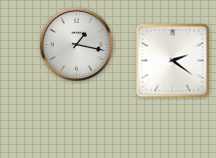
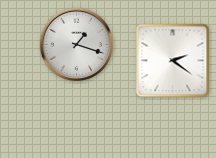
clock at (76, 44): 1:17 -> 1:18
